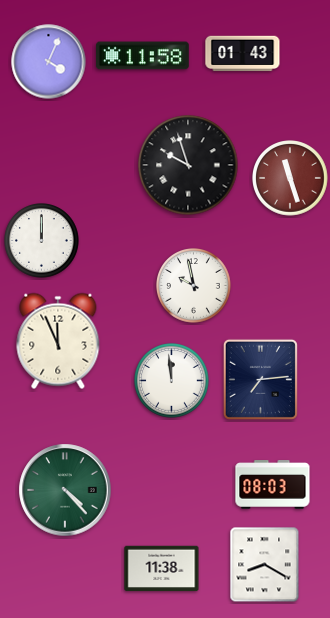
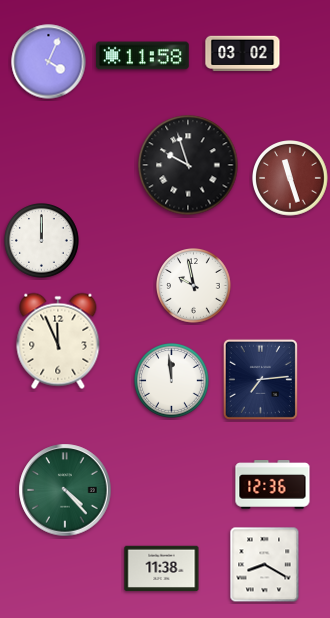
clock at (243, 54): 01:43 -> 03:02
clock at (273, 485): 08:03 -> 12:36
